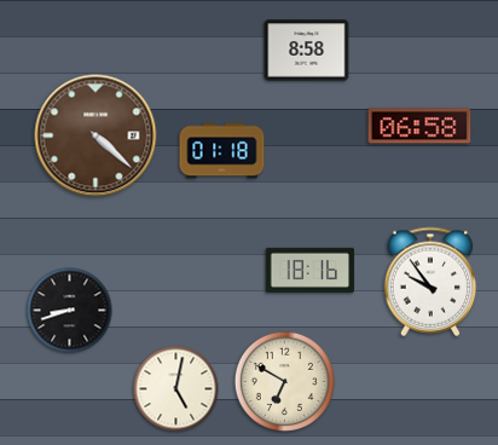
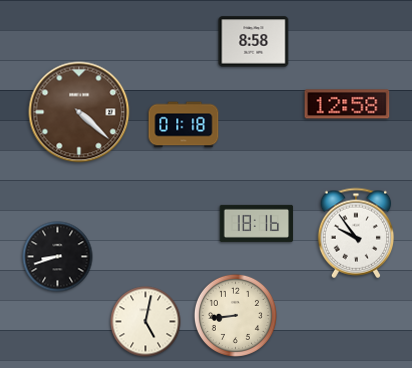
clock at (419, 126): 06:58 -> 12:58
clock at (284, 381): 6:50 -> 8:44
